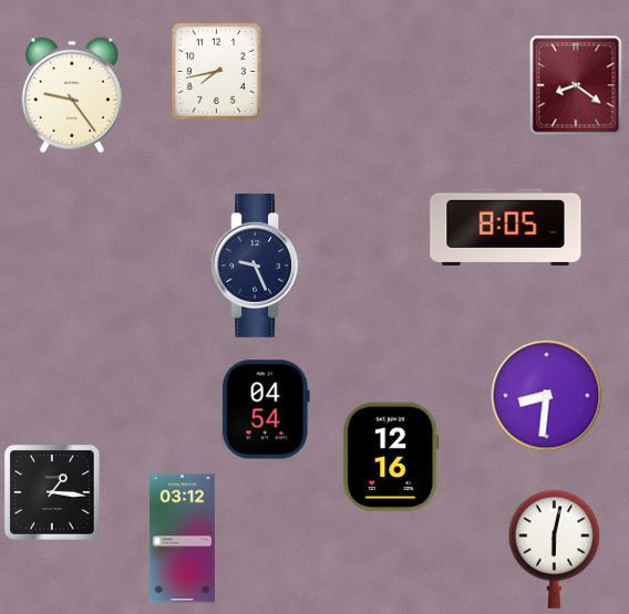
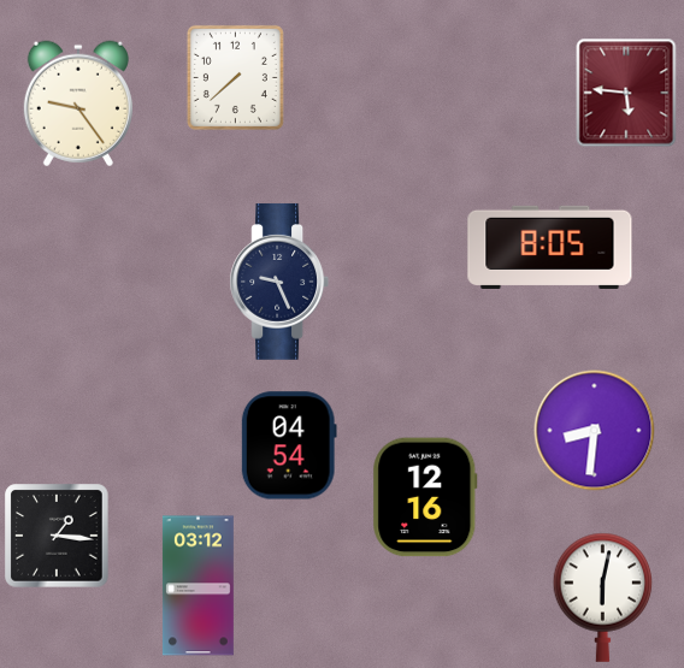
clock at (216, 71): 7:43 -> 7:38
clock at (576, 85): 8:21 -> 5:46
clock at (257, 266) position: (257, 266) -> (279, 282)
